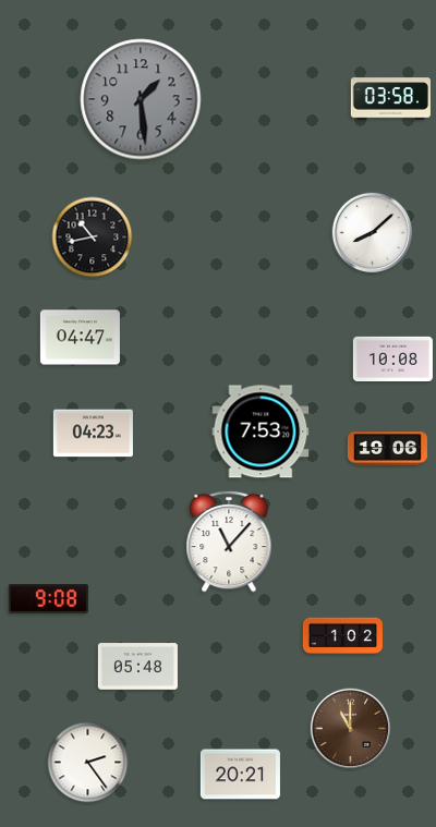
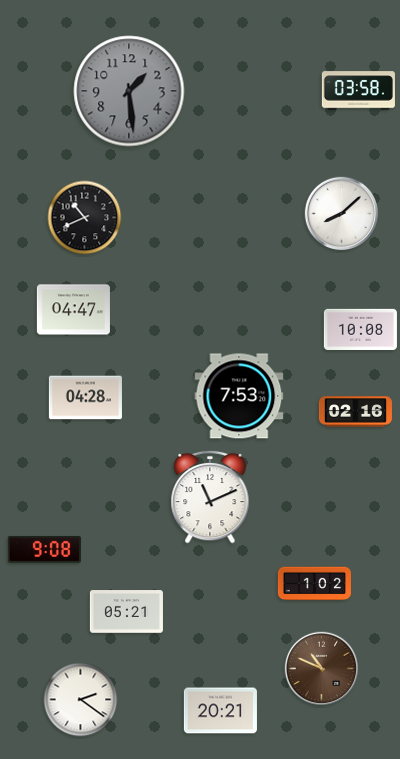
clock at (93, 238): 10:43 -> 10:41
clock at (93, 434): 04:23 -> 04:28
clock at (387, 449): 19:06 -> 02:16
clock at (229, 542): 11:07 -> 11:11
clock at (137, 667): 05:48 -> 05:21
clock at (351, 729): 11:00 -> 10:49
clock at (88, 763): 2:24 -> 2:21
